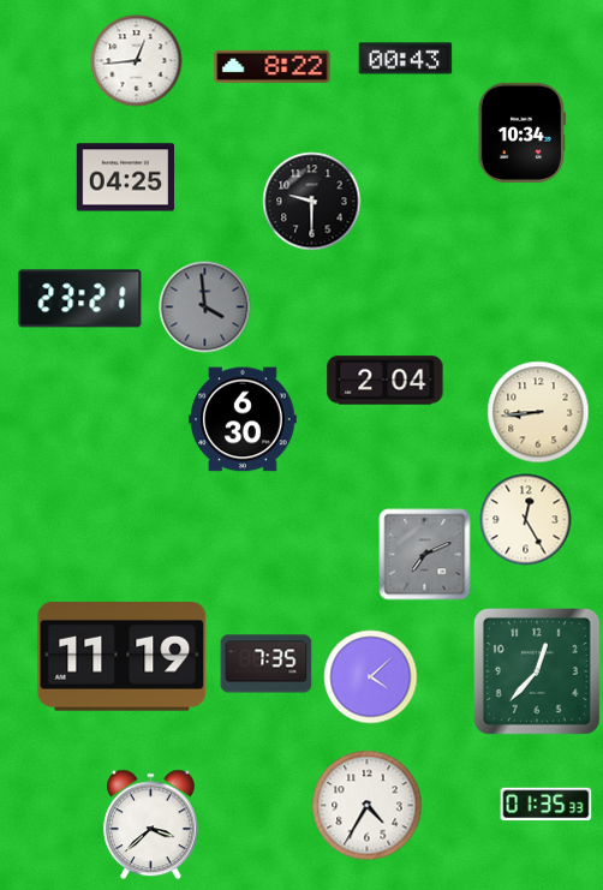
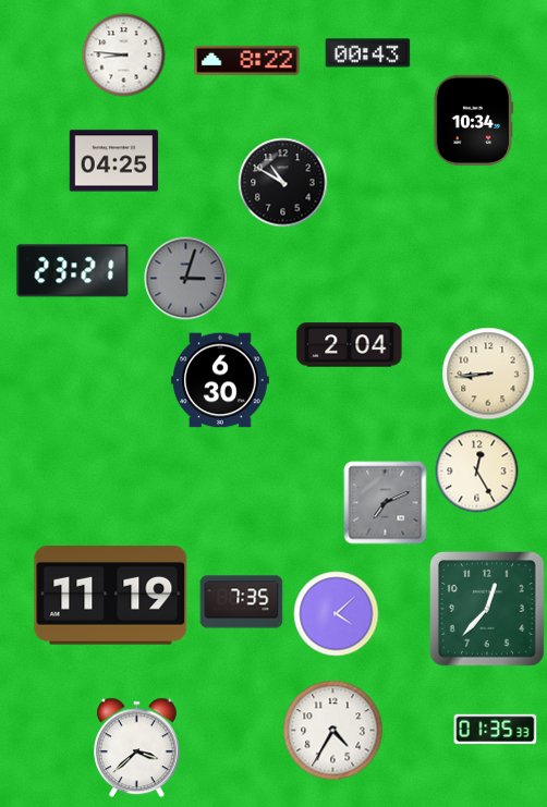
clock at (137, 61): 12:44 -> 8:46
clock at (312, 202): 9:30 -> 10:50
clock at (205, 307): 3:59 -> 3:03
